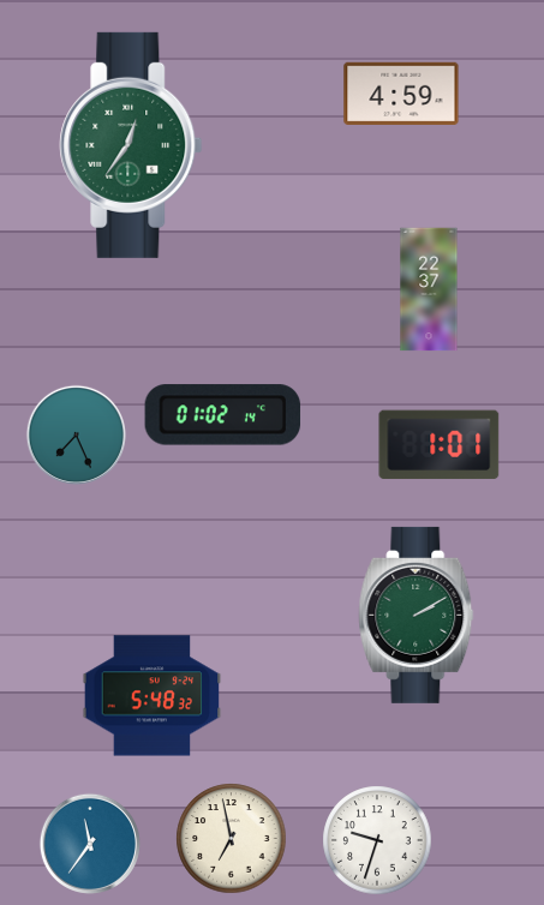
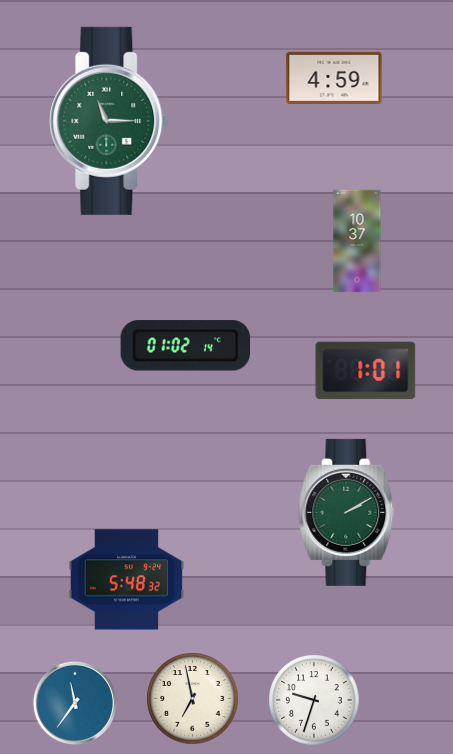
clock at (131, 145): 12:36 -> 11:15
clock at (429, 289): 22:37 -> 10:37
clock at (76, 434): 7:26 -> none
